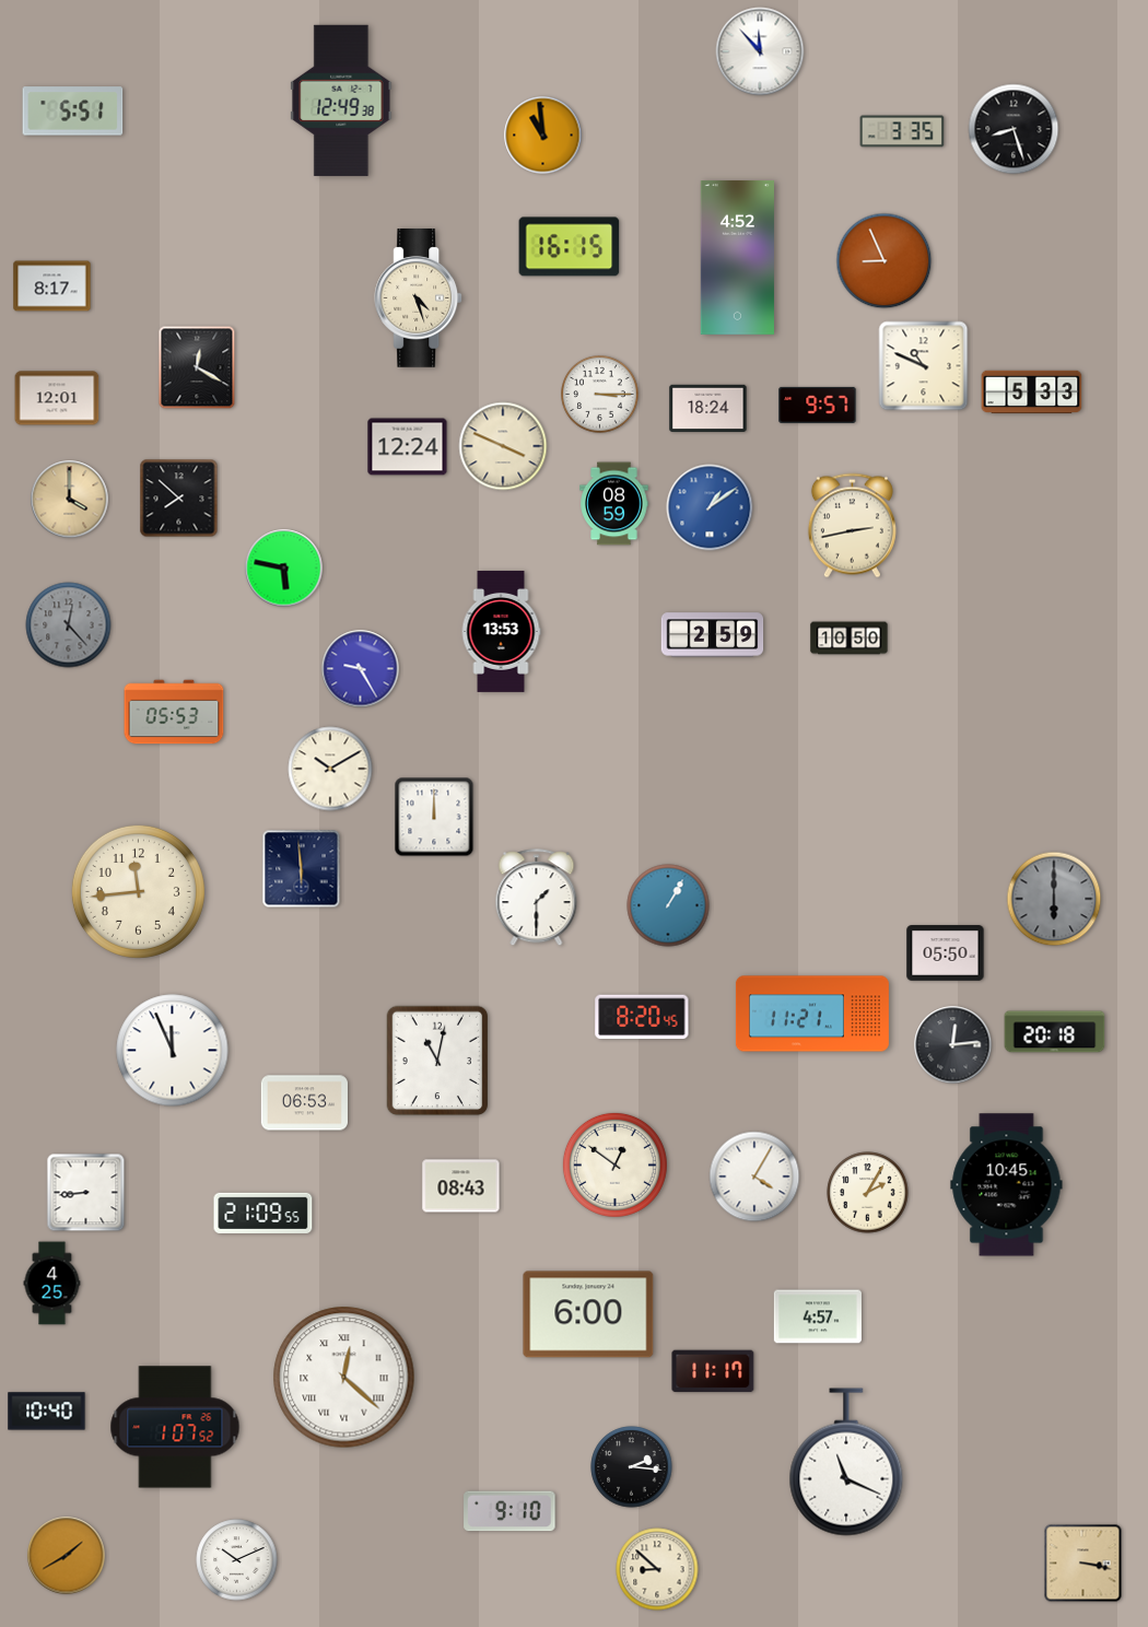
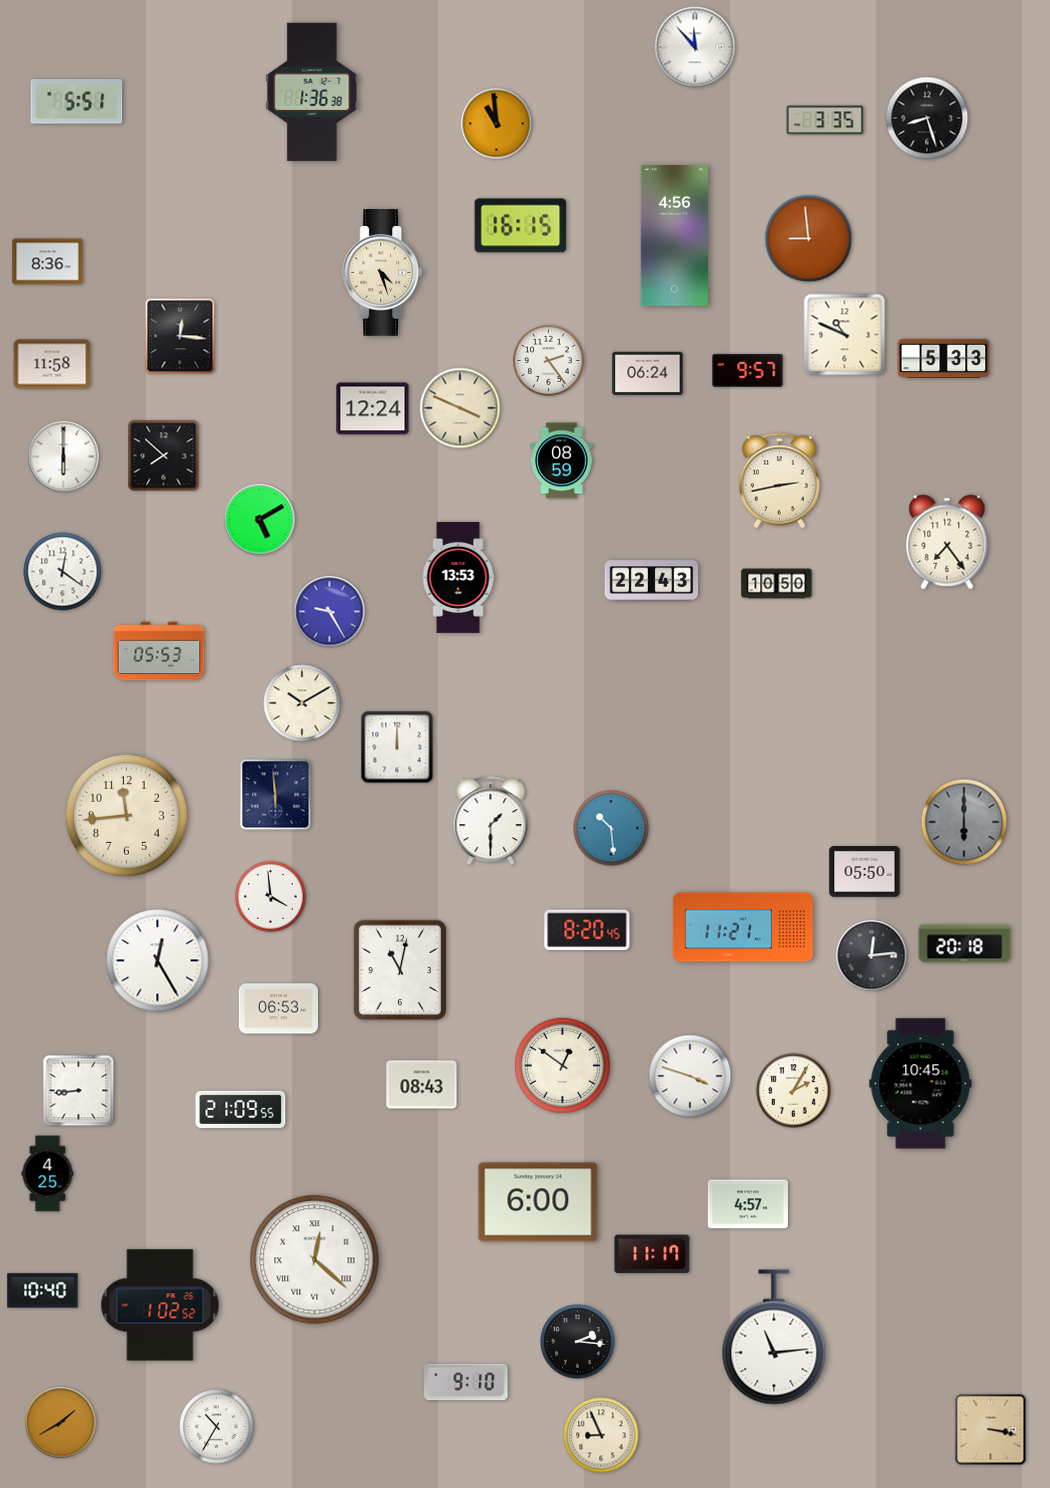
clock at (341, 101): 12:49 -> 1:36
clock at (73, 112) position: (73, 112) -> (77, 102)
clock at (737, 257): 4:52 -> 4:56
clock at (885, 261): 8:56 -> 8:59
clock at (52, 286): 8:17 -> 8:36
clock at (197, 367): 12:20 -> 12:16
clock at (600, 395): 3:15 -> 2:24
clock at (57, 398): 12:01 -> 11:58
clock at (708, 408): 18:24 -> 06:24
clock at (70, 500): 4:00 -> 6:00
clock at (70, 500) dial: champagne -> white
clock at (710, 507): 1:09 -> none
clock at (284, 569): 5:47 -> 5:10
clock at (947, 542): none -> 7:24
clock at (69, 625): 12:23 -> 12:21
clock at (69, 625) dial: grey -> white
clock at (713, 635): 2:59 -> 22:43
clock at (668, 905): 1:05 -> 10:29
clock at (271, 897): none -> 3:59
clock at (173, 1051): 11:56 -> 12:25
clock at (754, 1177): 4:05 -> 3:48
clock at (175, 1427): 1:07 -> 1:02
clock at (846, 1462): 11:19 -> 11:14
clock at (237, 1560): 10:11 -> 10:35
clock at (657, 1569): 8:52 -> 8:56
